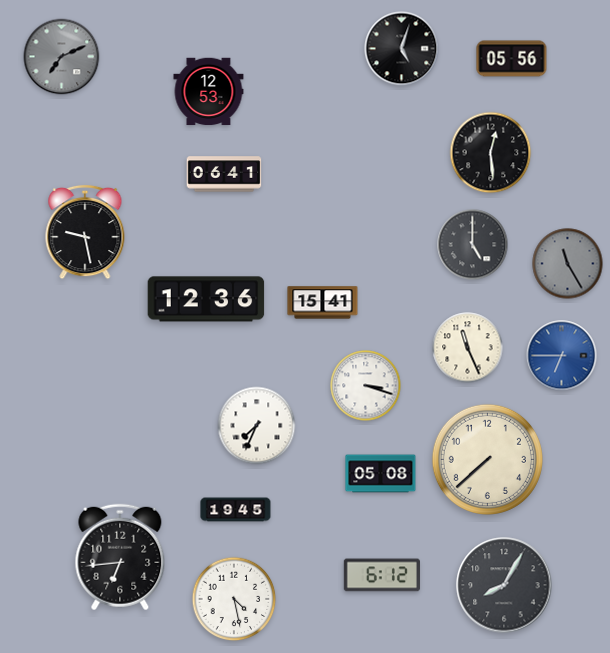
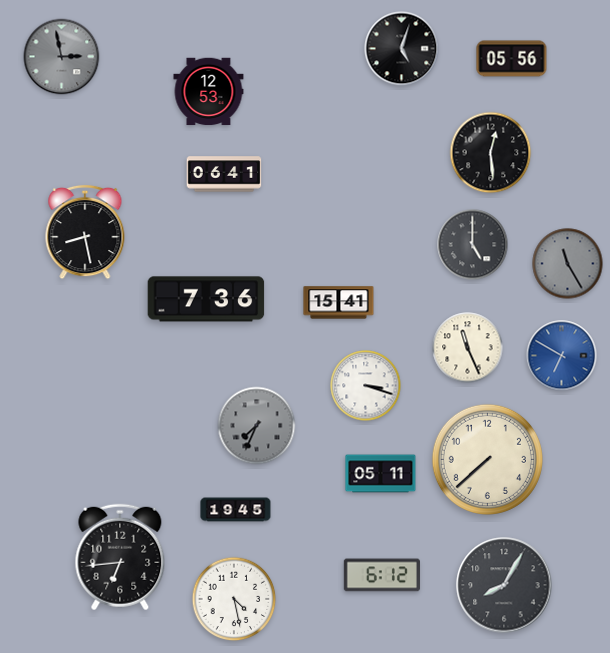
clock at (62, 57): 7:11 -> 2:58
clock at (85, 232): 9:28 -> 8:28
clock at (206, 299): 12:36 -> 7:36
clock at (323, 303) position: (323, 303) -> (339, 303)
clock at (562, 356): 6:45 -> 6:50
clock at (257, 426) dial: white -> grey
clock at (381, 474): 05:08 -> 05:11
